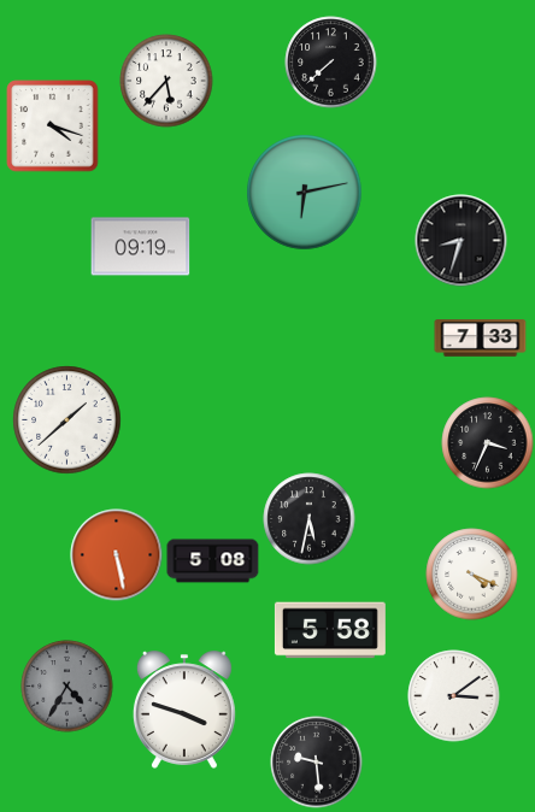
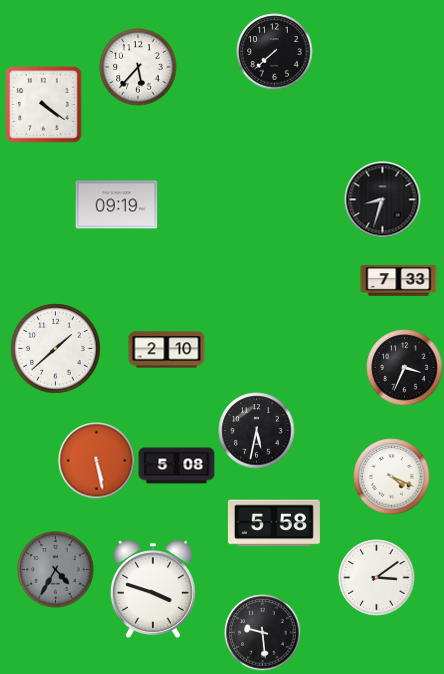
clock at (53, 126): 4:18 -> 4:21
clock at (305, 193): 6:13 -> none
clock at (167, 350): none -> 2:10
